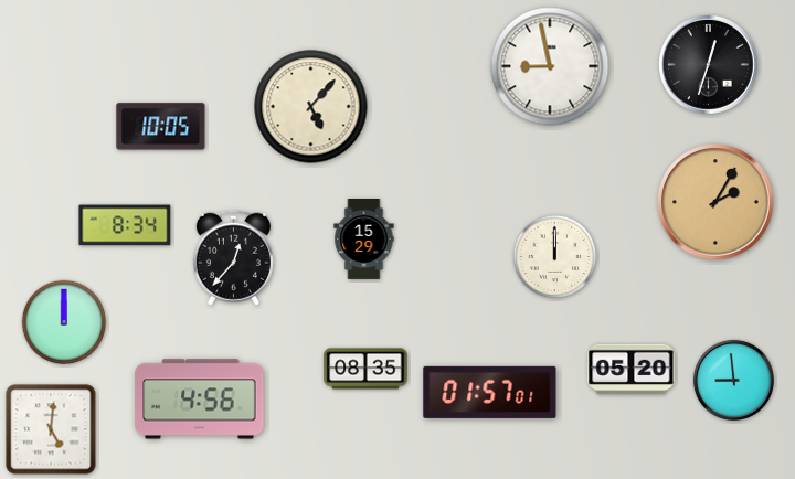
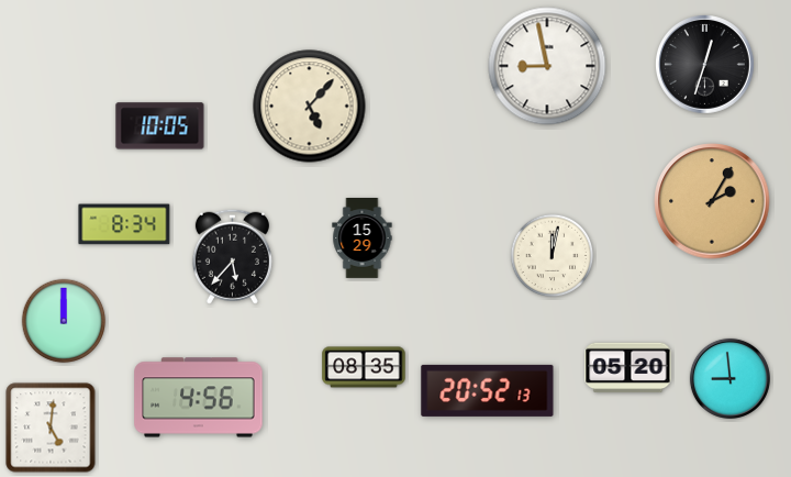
clock at (233, 257): 12:37 -> 5:37
clock at (555, 257): 12:00 -> 12:02
clock at (490, 392): 01:57 -> 20:52
